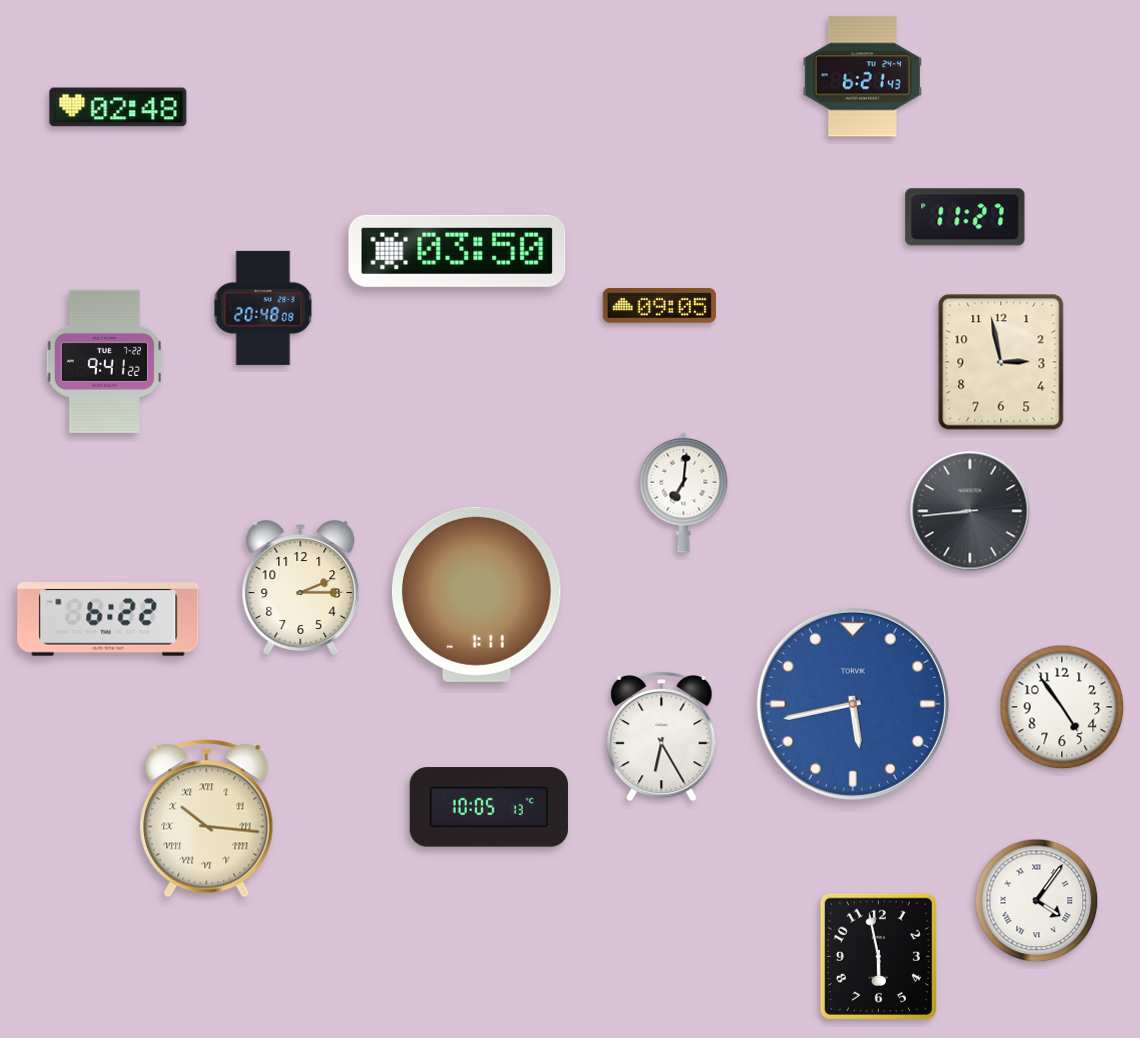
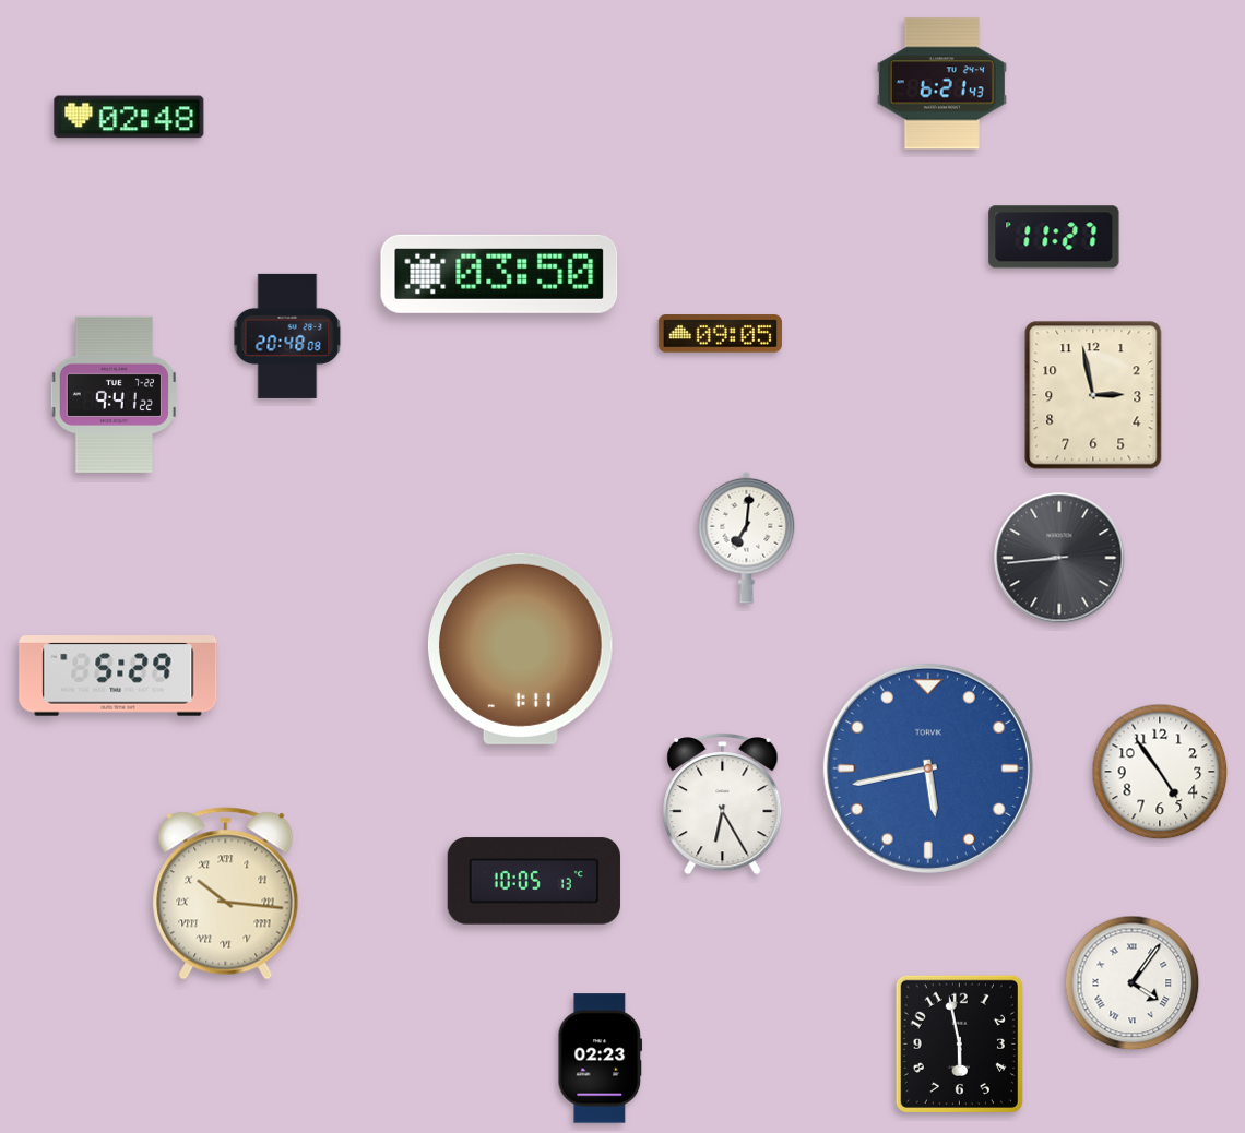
clock at (301, 588): 2:15 -> none
clock at (108, 620): 6:22 -> 5:29
clock at (853, 704) position: (853, 704) -> (928, 768)
clock at (601, 1059): none -> 02:23
